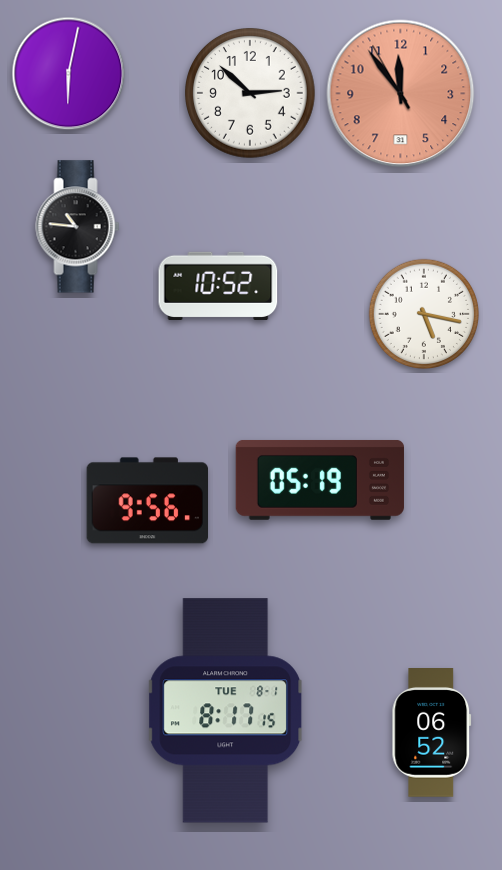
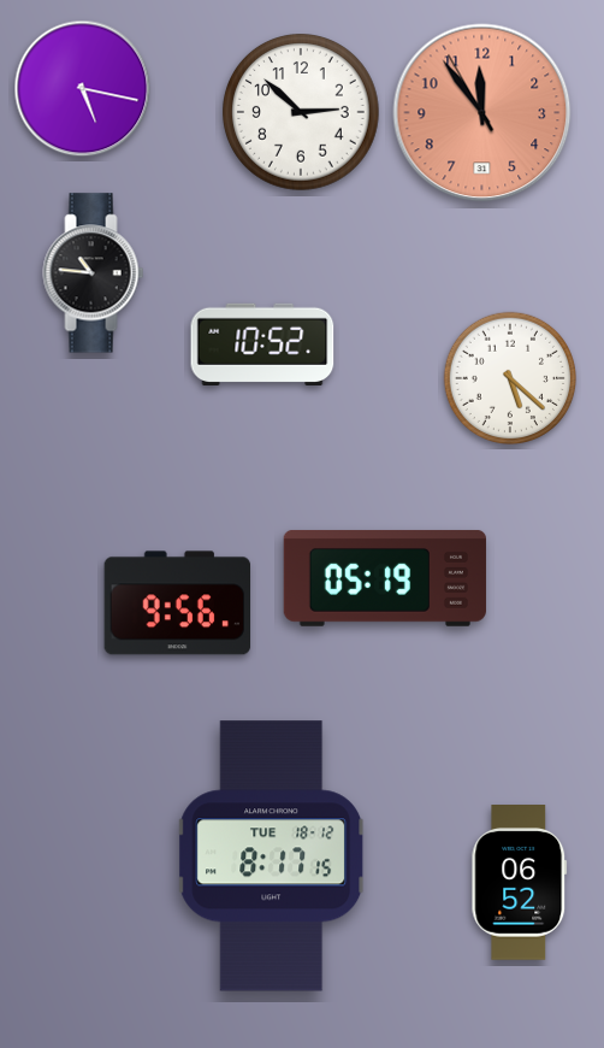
clock at (69, 74): 6:02 -> 5:17
clock at (423, 313): 5:17 -> 5:22
clock at (226, 711) date: TUE 8-1 -> TUE 18-12
